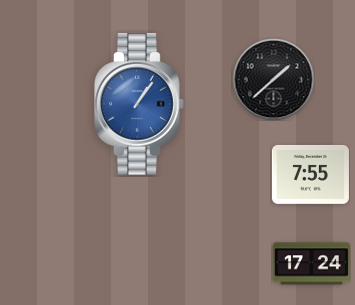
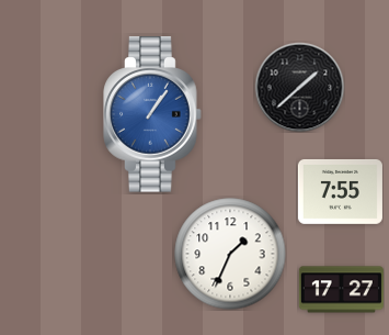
clock at (230, 254): none -> 1:34
clock at (311, 264): 17:24 -> 17:27
